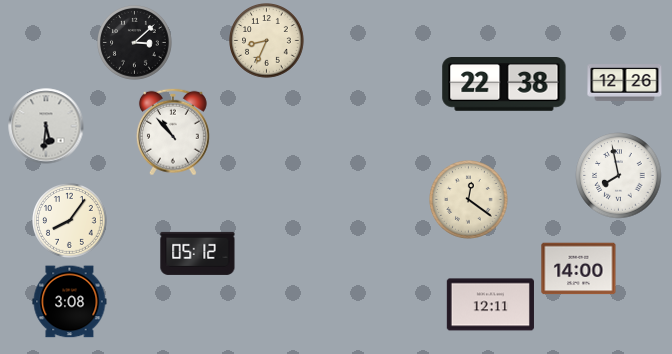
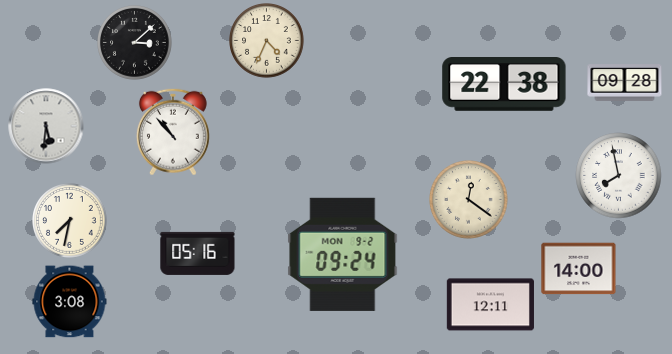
clock at (267, 41): 8:34 -> 4:34
clock at (625, 83): 12:26 -> 09:28
clock at (70, 221): 8:06 -> 7:32
clock at (198, 253): 05:12 -> 05:16
clock at (343, 254): none -> 09:24
